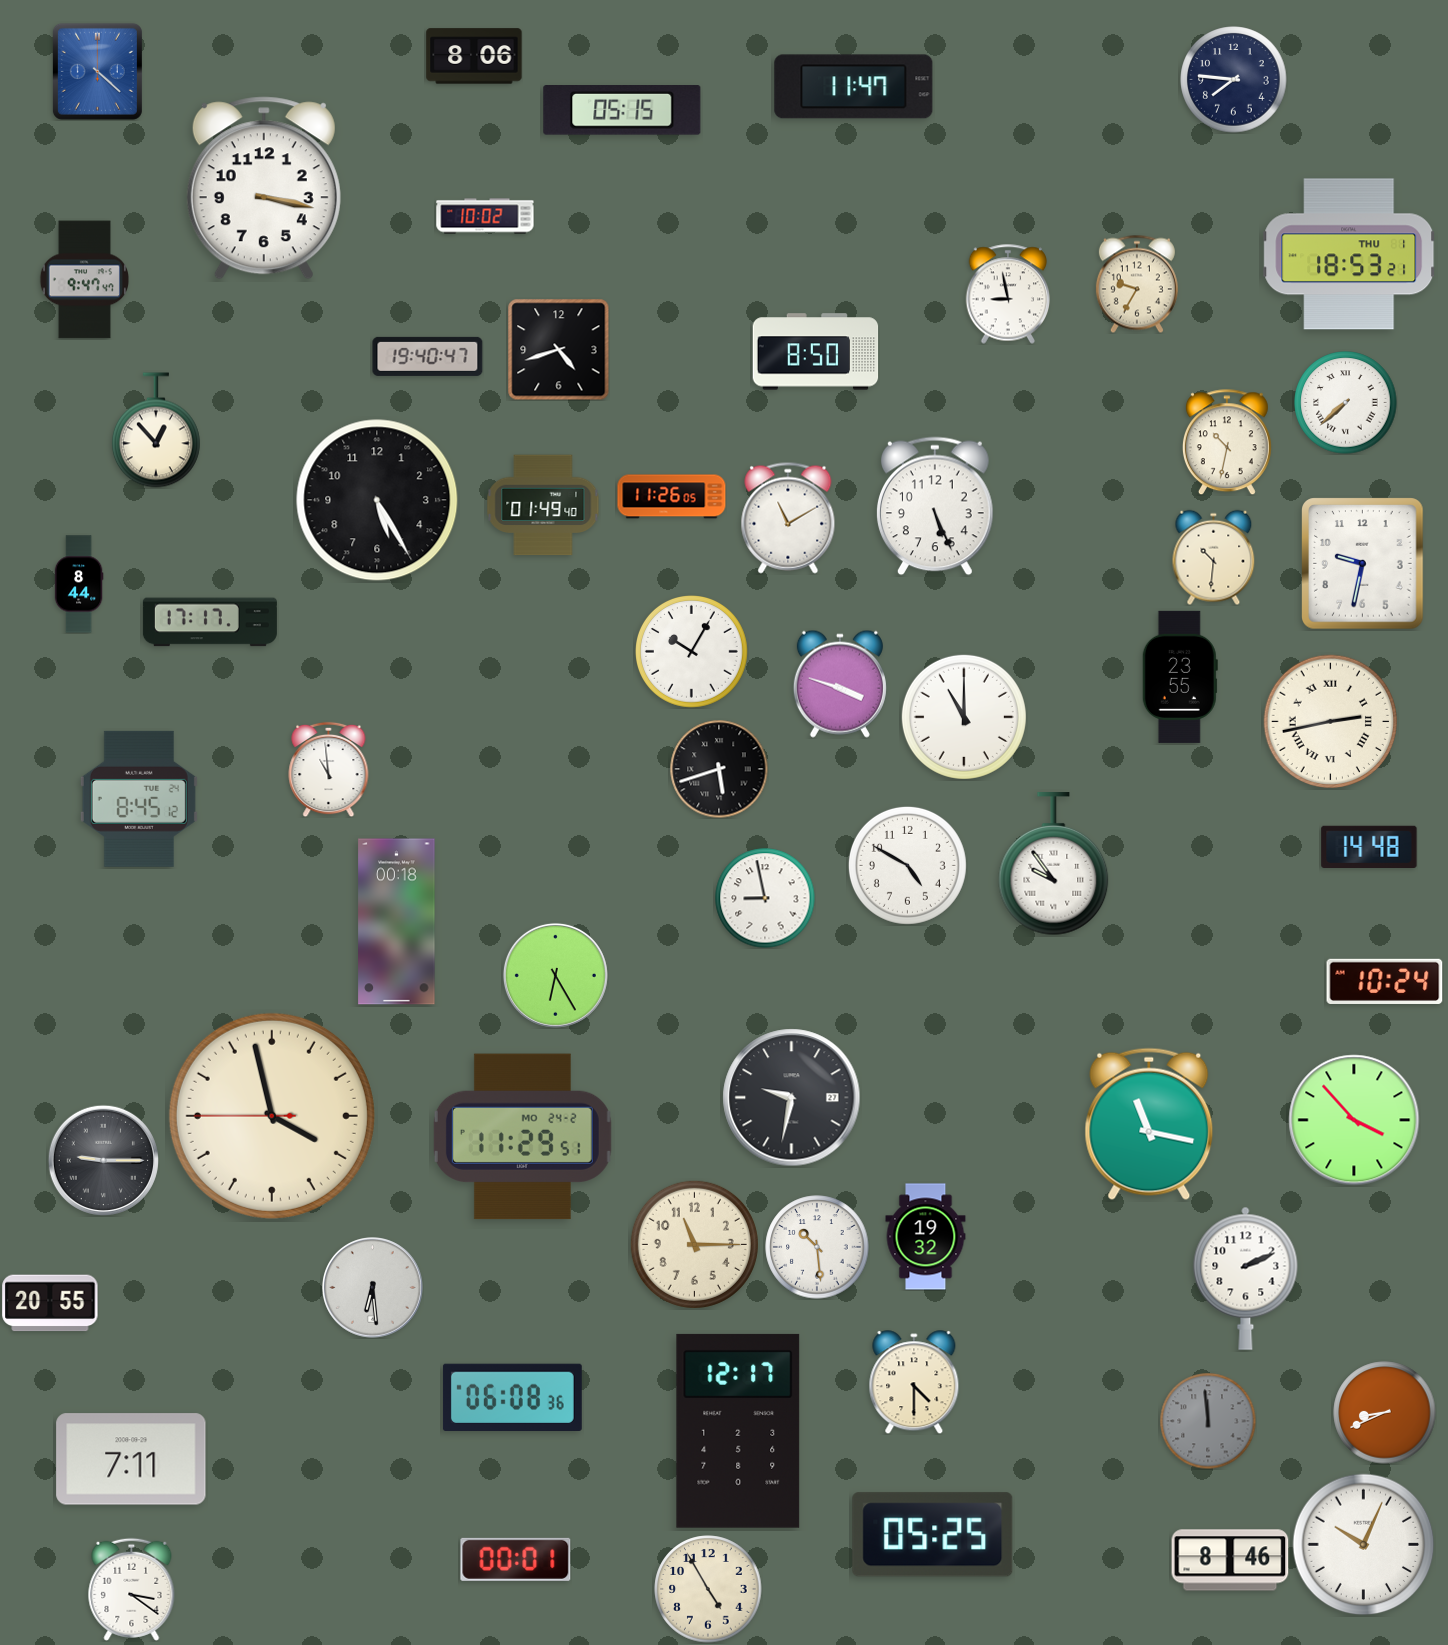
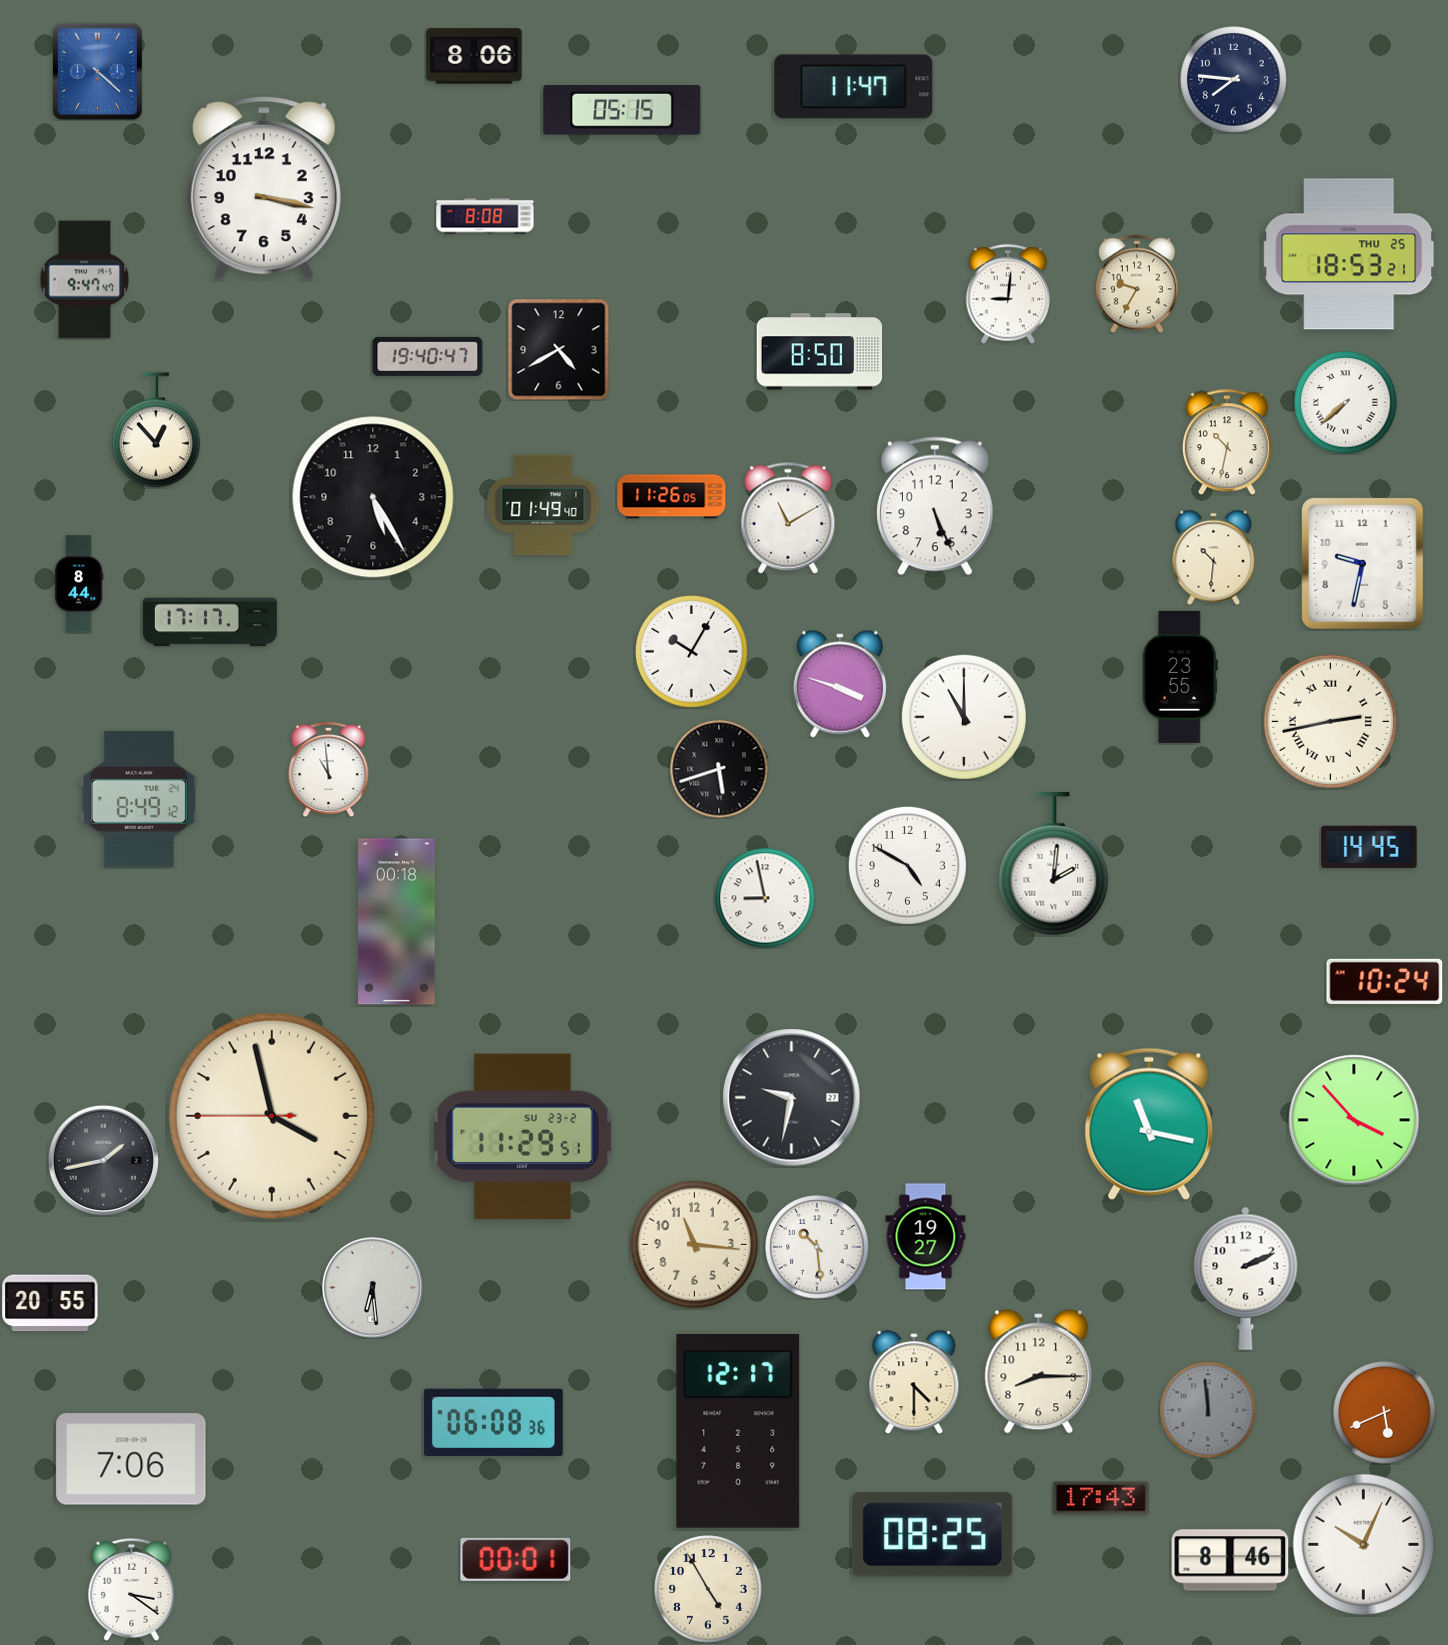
clock at (485, 216): 10:02 -> 8:08
clock at (1349, 254) date: THU 1 -> THU 25
clock at (1008, 294): 8:58 -> 9:01
clock at (559, 350): 4:42 -> 4:40
clock at (816, 352) position: (816, 352) -> (820, 352)
clock at (377, 500) position: (377, 500) -> (373, 497)
clock at (139, 799): 8:45 -> 8:49
clock at (1369, 847): 14:48 -> 14:45
clock at (1054, 864): 9:54 -> 2:01
clock at (555, 975): 6:25 -> none
clock at (522, 1137) date: MO 24-2 -> SU 23-2
clock at (103, 1160): 9:15 -> 1:43
clock at (926, 1237): 19:32 -> 19:27
clock at (694, 1244): 11:15 -> 11:16
clock at (1039, 1372): none -> 8:15
clock at (512, 1397) position: (512, 1397) -> (493, 1422)
clock at (1385, 1413): 8:41 -> 5:41
clock at (1208, 1421) position: (1208, 1421) -> (1208, 1410)
clock at (131, 1459): 7:11 -> 7:06
clock at (1101, 1498): none -> 17:43
clock at (933, 1535): 05:25 -> 08:25
